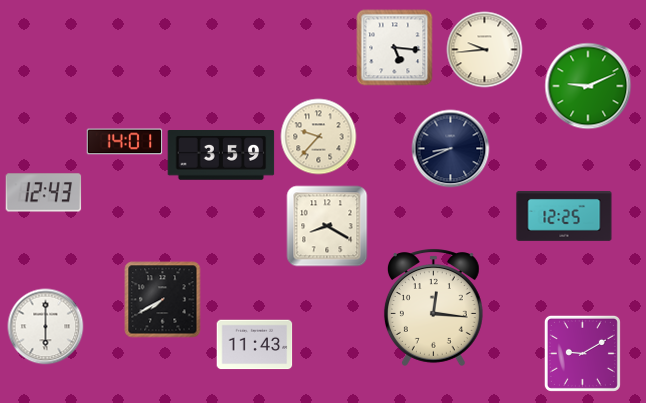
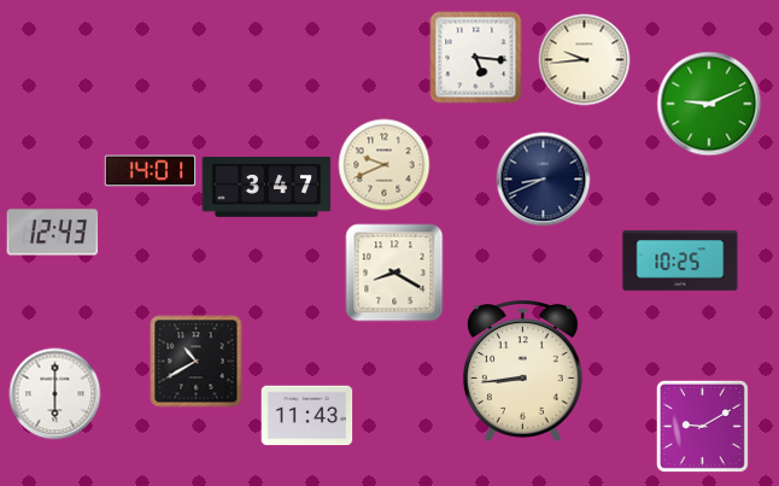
clock at (319, 137): 9:37 -> 9:41
clock at (221, 156): 3:59 -> 3:47
clock at (564, 216): 12:25 -> 10:25
clock at (163, 300): 7:40 -> 10:40
clock at (433, 307): 12:16 -> 8:44
